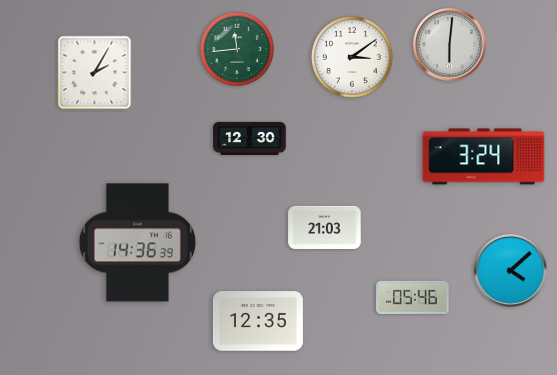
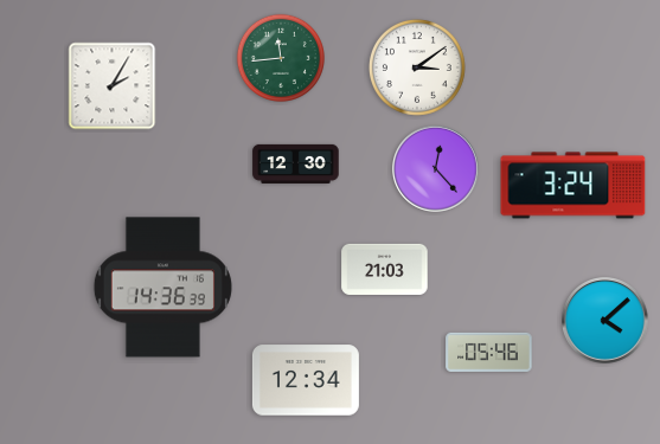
clock at (450, 45): 6:01 -> none
clock at (436, 169): none -> 12:23
clock at (258, 321): 12:35 -> 12:34
